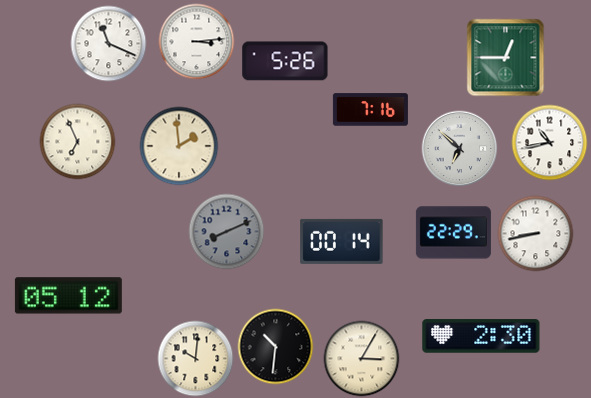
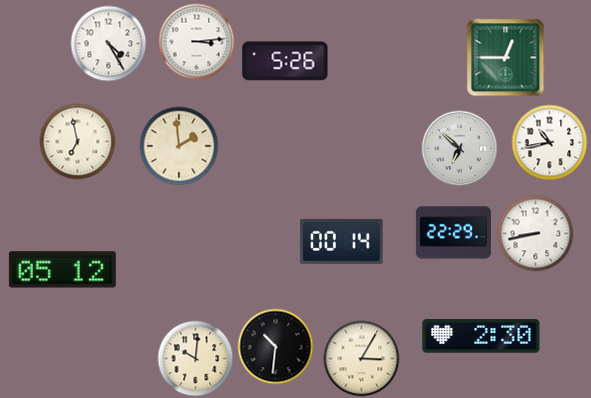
clock at (109, 44): 11:19 -> 4:25
clock at (370, 110): 7:16 -> none
clock at (78, 142): 6:56 -> 6:58
clock at (227, 232): 8:11 -> none
clock at (68, 296) position: (68, 296) -> (62, 270)
